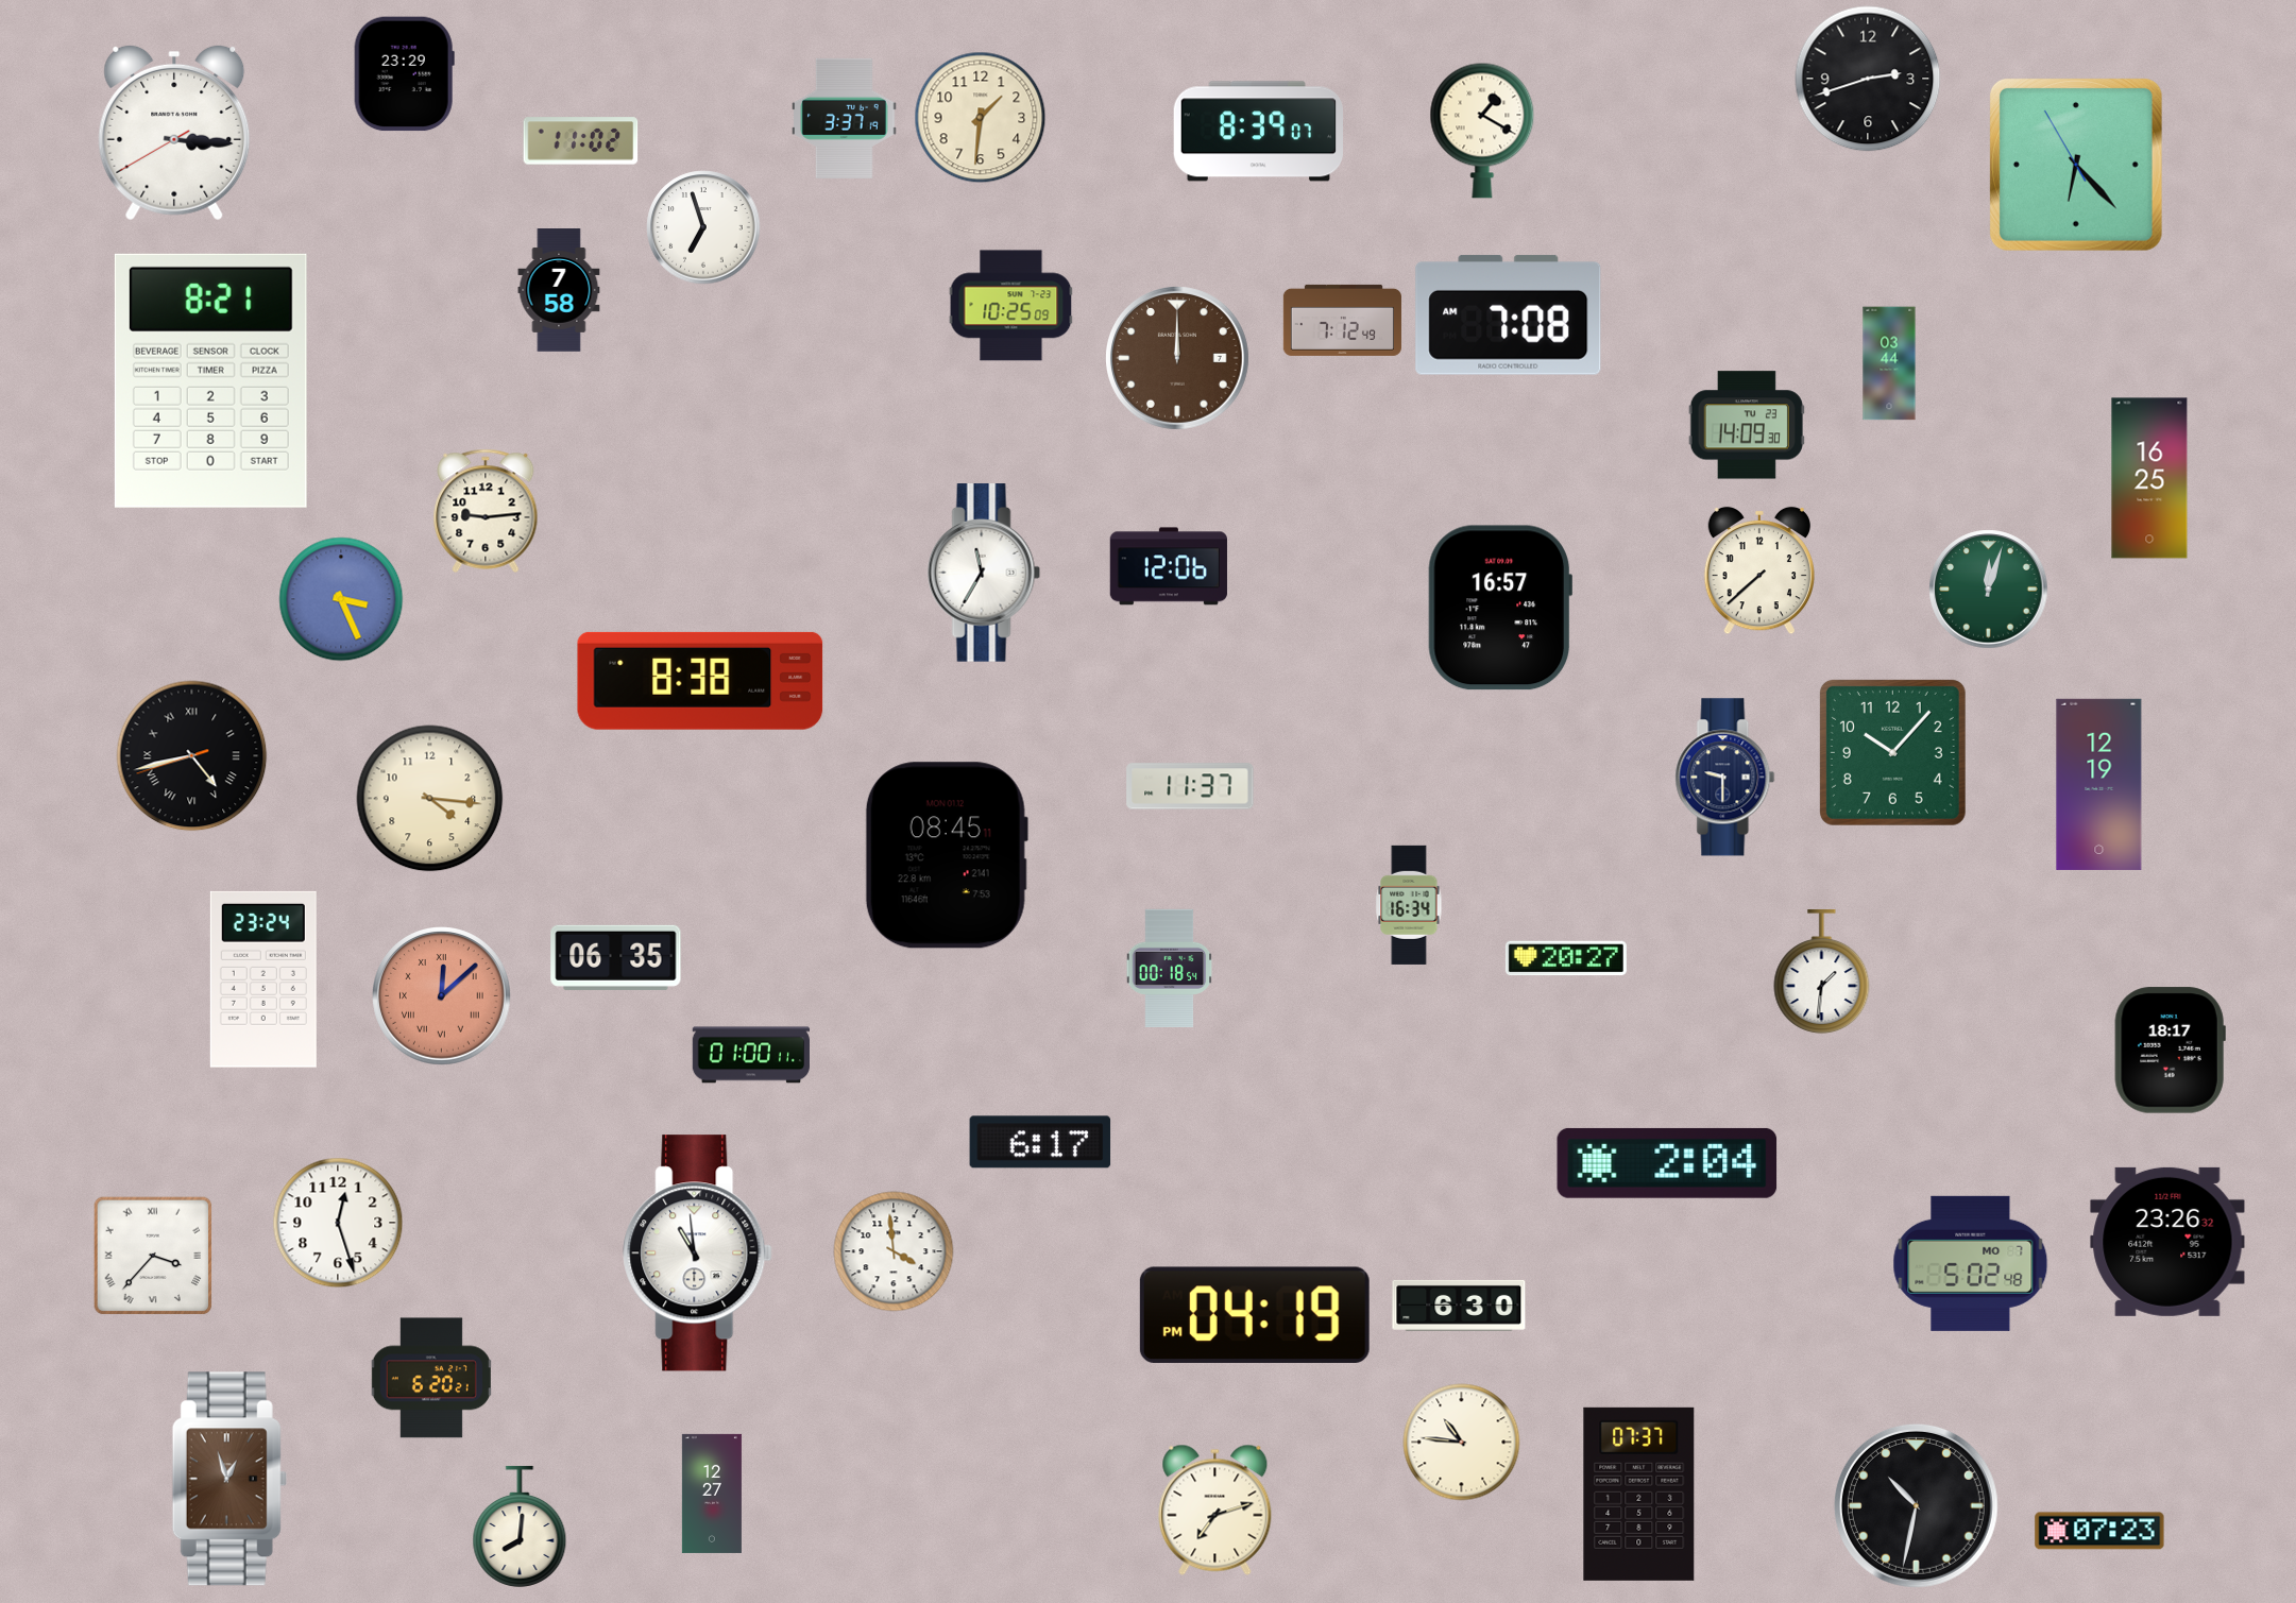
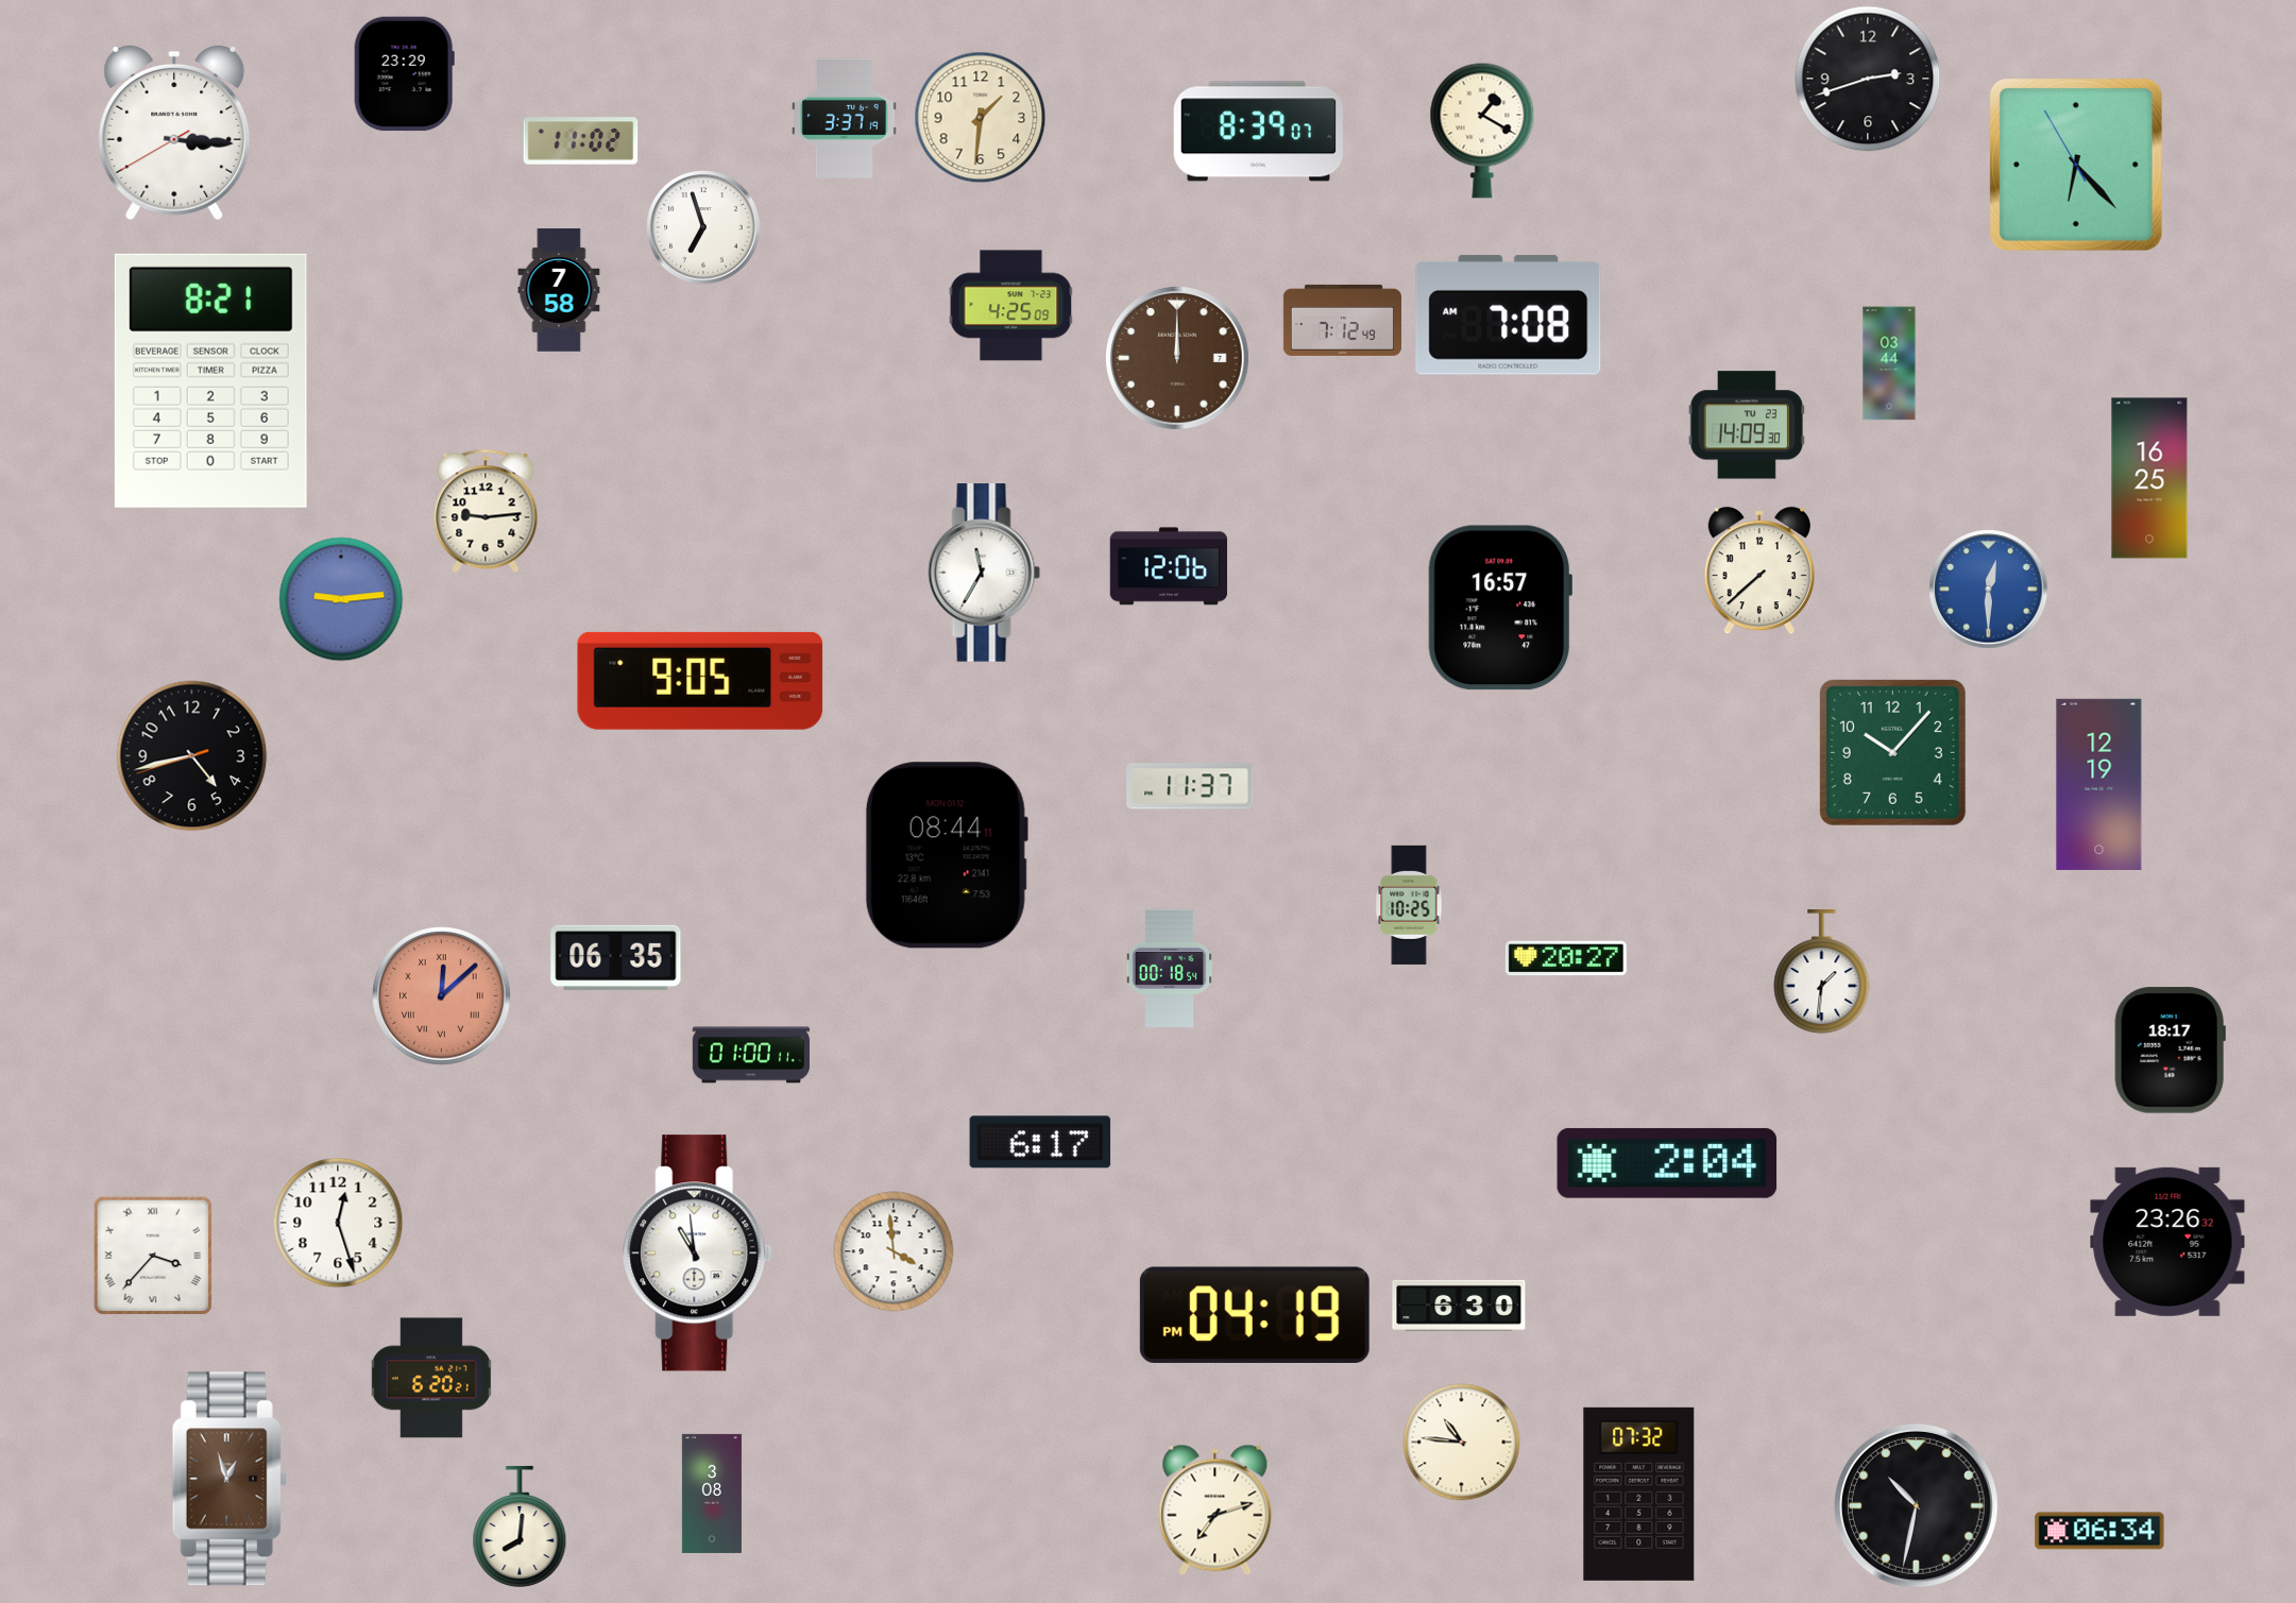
clock at (1011, 306): 10:25 -> 4:25
clock at (1989, 590): 12:03 -> 12:30
clock at (1989, 590) dial: green -> blue
clock at (341, 599): 3:26 -> 9:14
clock at (700, 681): 8:38 -> 9:05
clock at (192, 756) numerals: Roman -> Arabic
clock at (1725, 778): 9:30 -> none
clock at (430, 799): 4:16 -> none
clock at (947, 855): 08:45 -> 08:44
clock at (1409, 905): 16:34 -> 10:25
clock at (263, 979): 23:24 -> none
clock at (1971, 1263): 5:02 -> none
clock at (712, 1494): 12:27 -> 3:08
clock at (1639, 1494): 07:37 -> 07:32
clock at (2099, 1531): 07:23 -> 06:34
